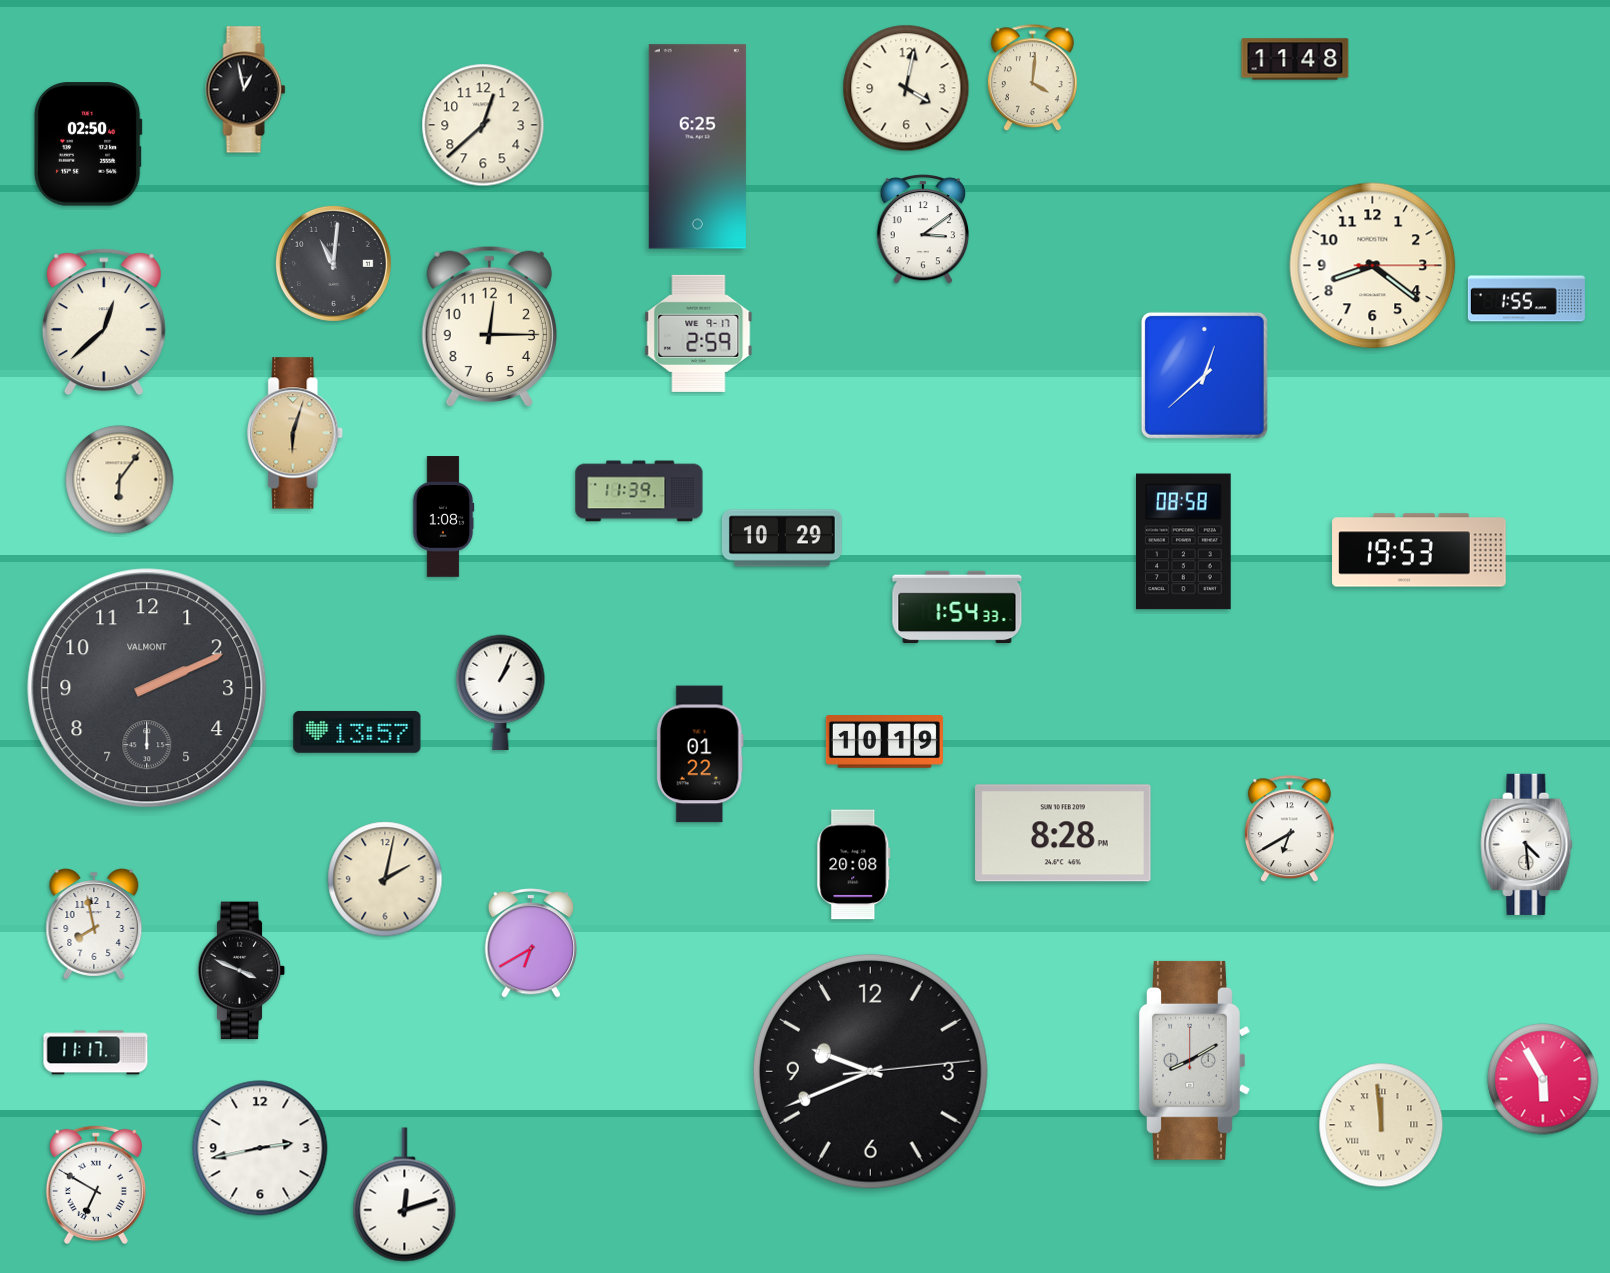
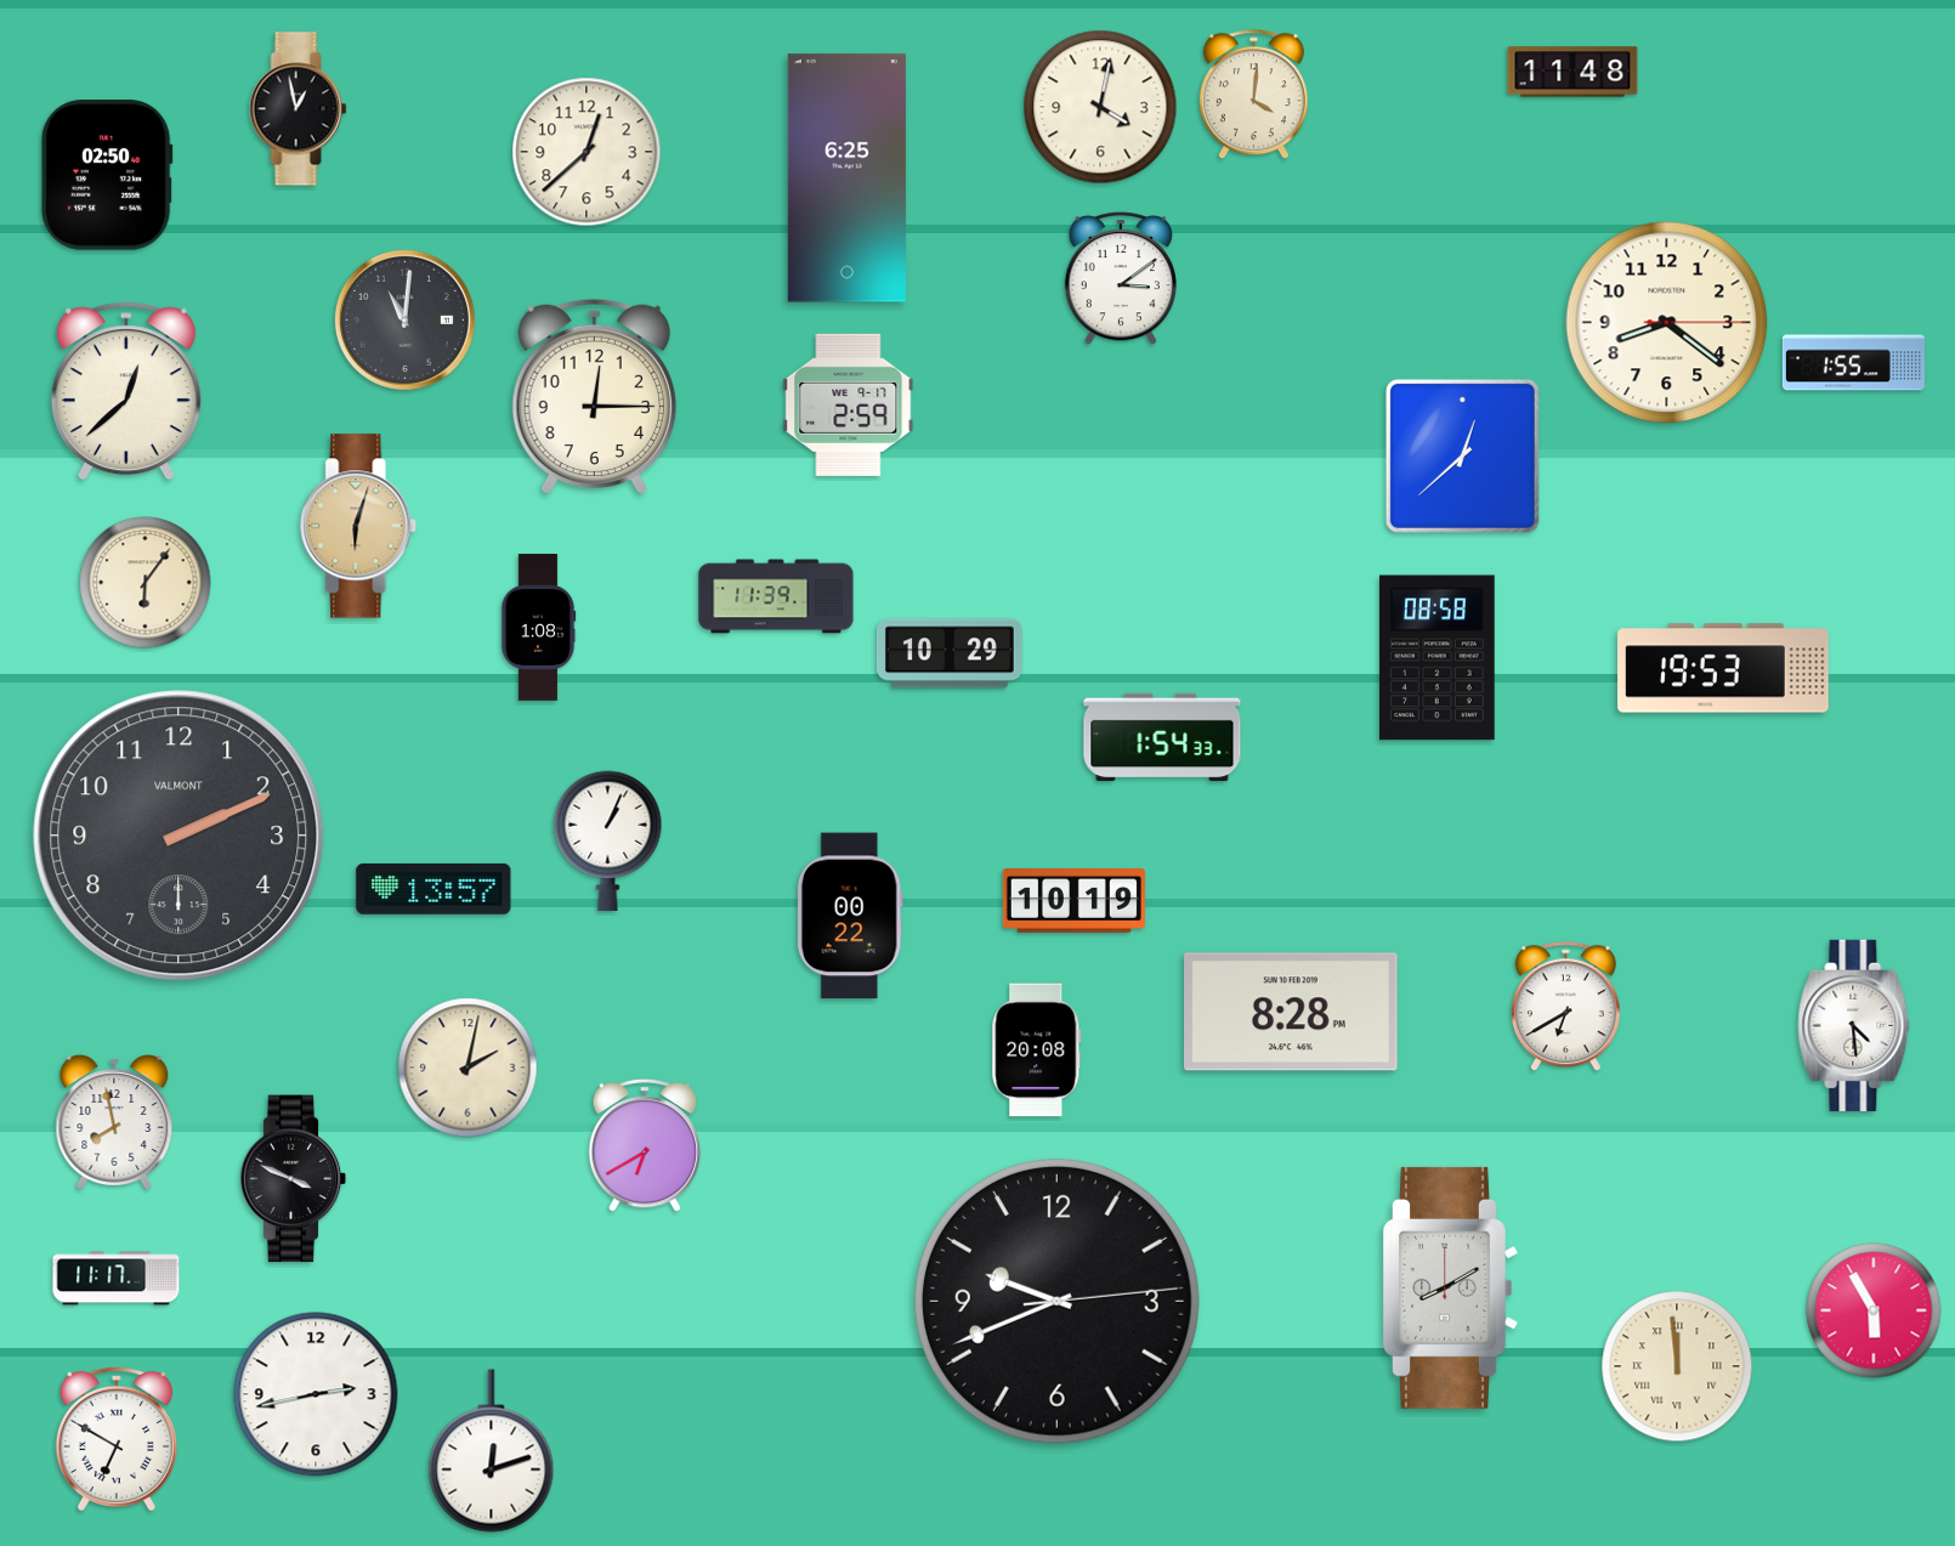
clock at (700, 754): 01:22 -> 00:22
